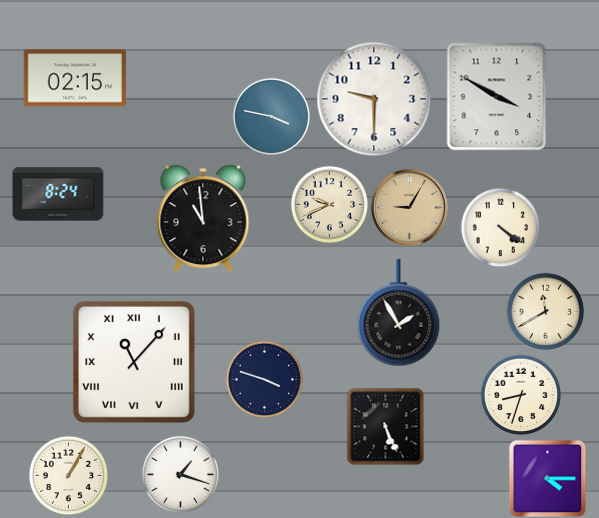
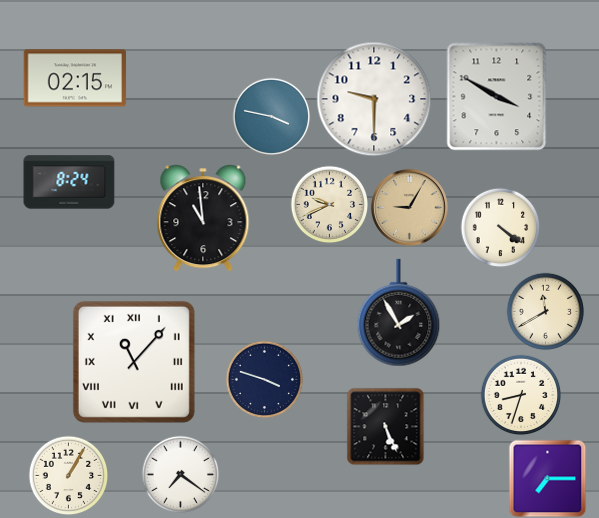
clock at (58, 194) position: (58, 194) -> (69, 182)
clock at (180, 474): 1:18 -> 7:21
clock at (547, 478): 4:15 -> 7:15
